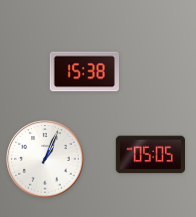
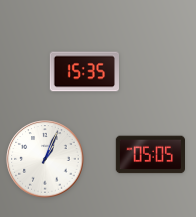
clock at (84, 72): 15:38 -> 15:35
